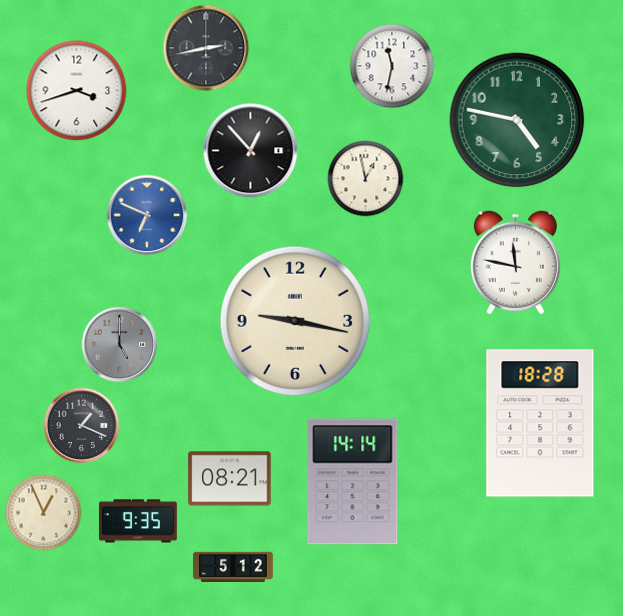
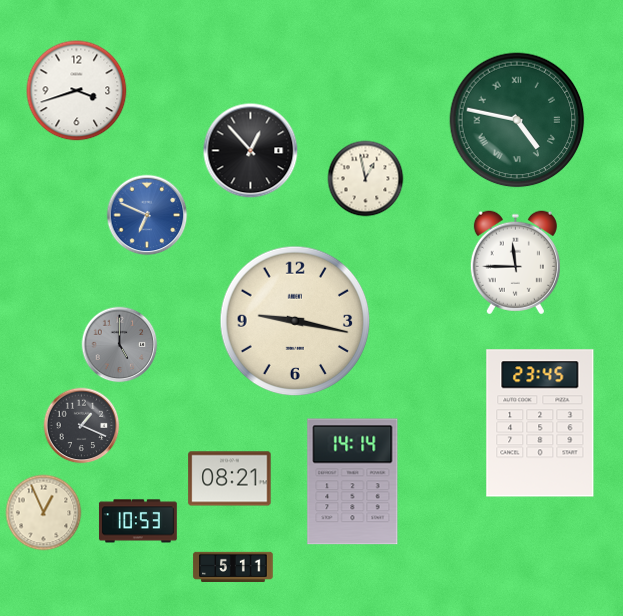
clock at (206, 48): 2:43 -> none
clock at (392, 66): 11:32 -> none
clock at (517, 120) numerals: Arabic -> Roman
clock at (515, 263): 11:47 -> 11:45
clock at (540, 423): 18:28 -> 23:45
clock at (138, 521): 9:35 -> 10:53
clock at (233, 566): 5:12 -> 5:11
